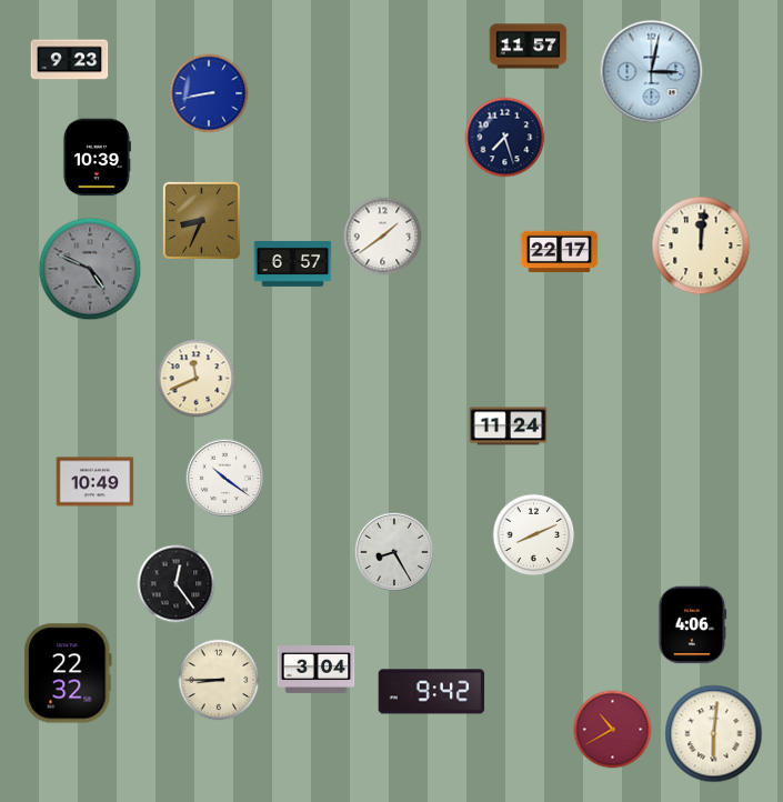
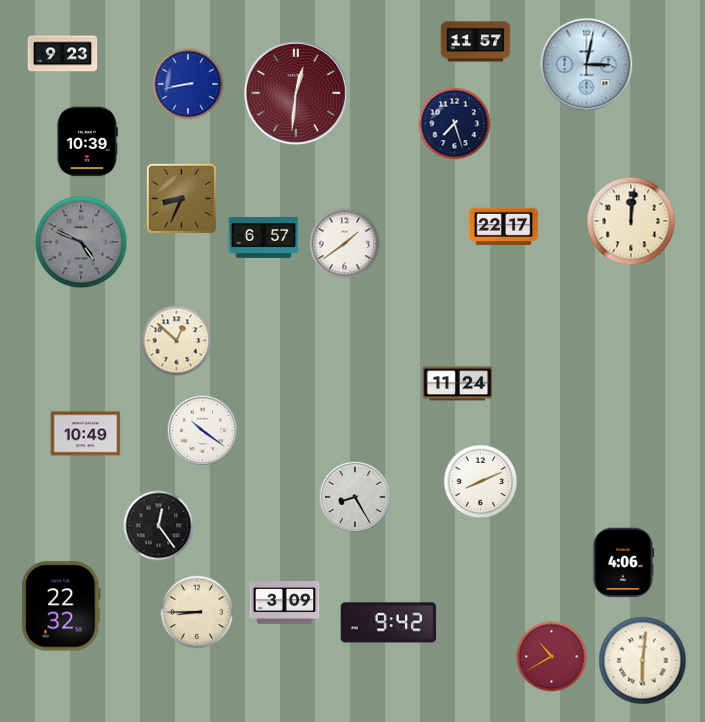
clock at (296, 93): none -> 12:31
clock at (383, 237) position: (383, 237) -> (345, 244)
clock at (197, 379): 11:41 -> 12:52
clock at (317, 670): 3:04 -> 3:09
